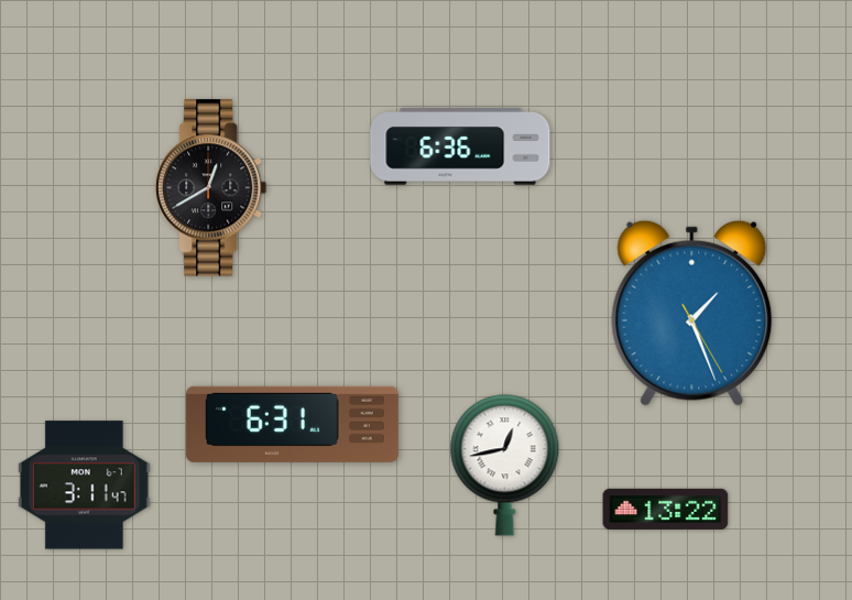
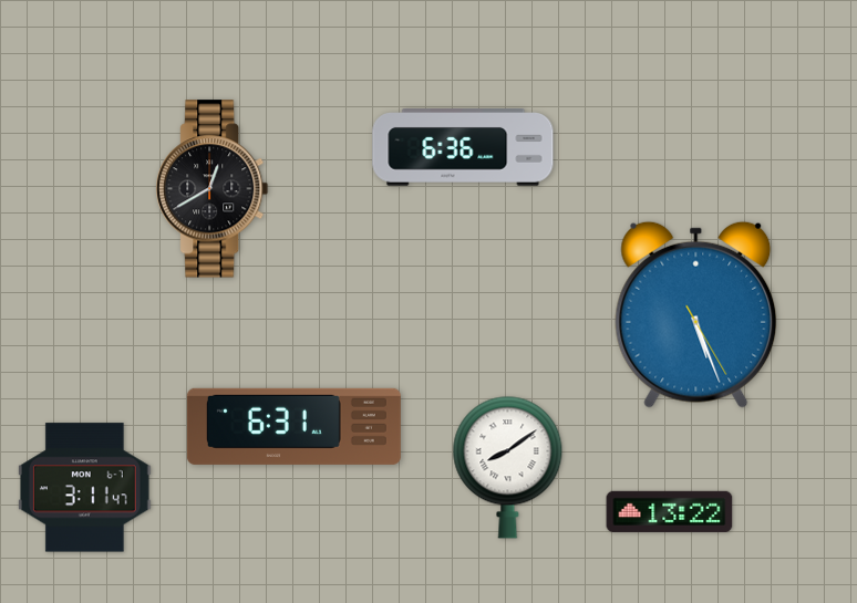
clock at (692, 313): 1:26 -> 5:26
clock at (505, 465): 12:43 -> 8:09
